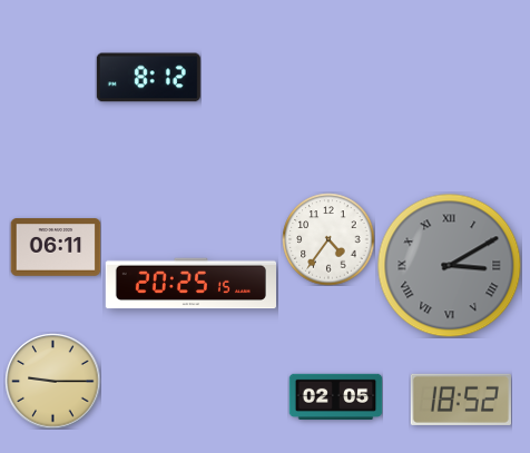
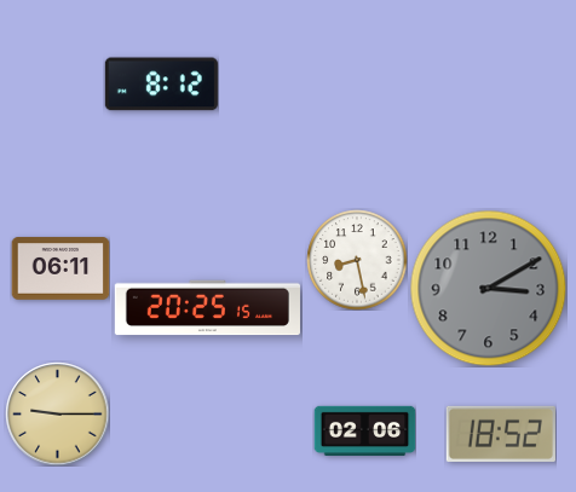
clock at (328, 239): 4:36 -> 8:28
clock at (449, 265) numerals: Roman -> Arabic
clock at (335, 397): 02:05 -> 02:06
